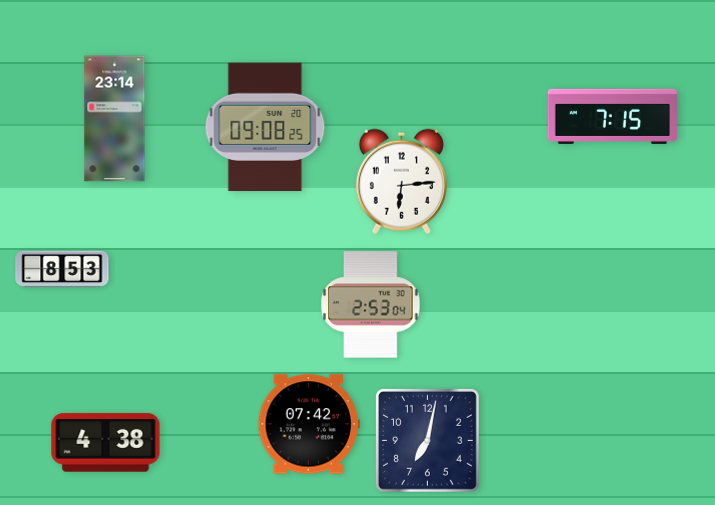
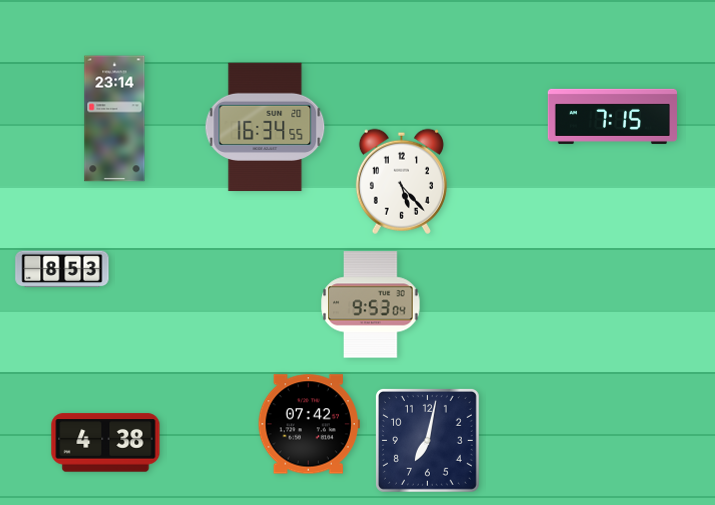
clock at (265, 127): 09:08 -> 16:34
clock at (401, 181): 6:14 -> 5:23
clock at (371, 305): 2:53 -> 9:53
